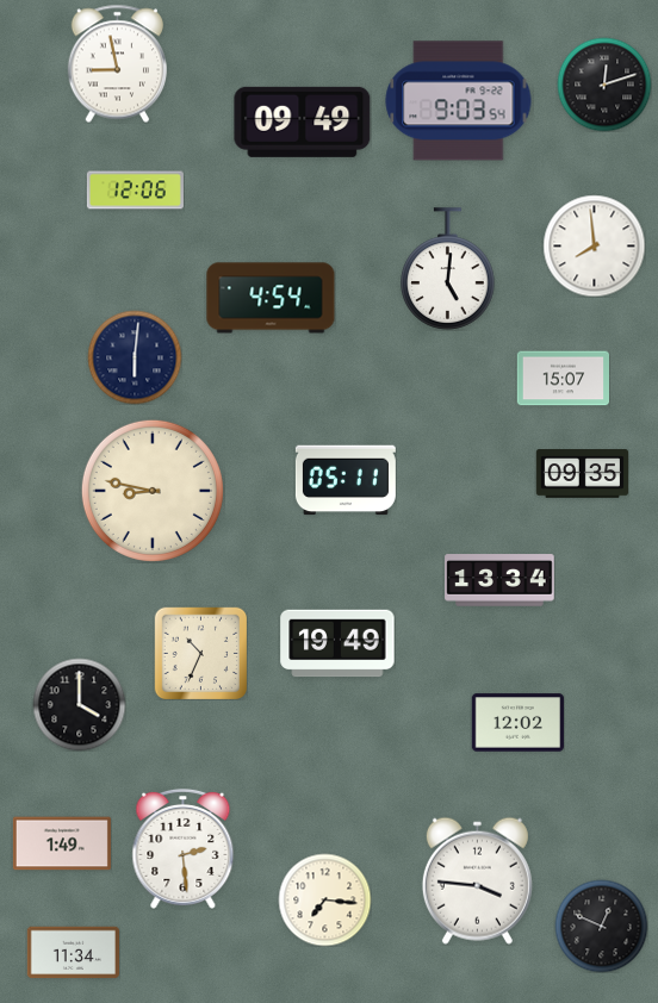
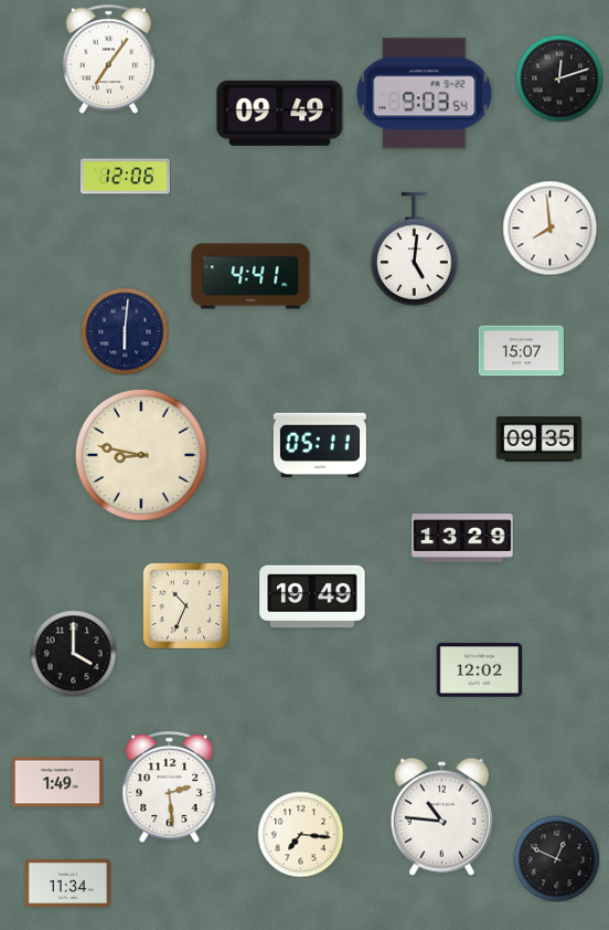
clock at (117, 63): 8:58 -> 7:06
clock at (271, 298): 4:54 -> 4:41
clock at (499, 580): 13:34 -> 13:29
clock at (477, 880): 3:46 -> 10:46
